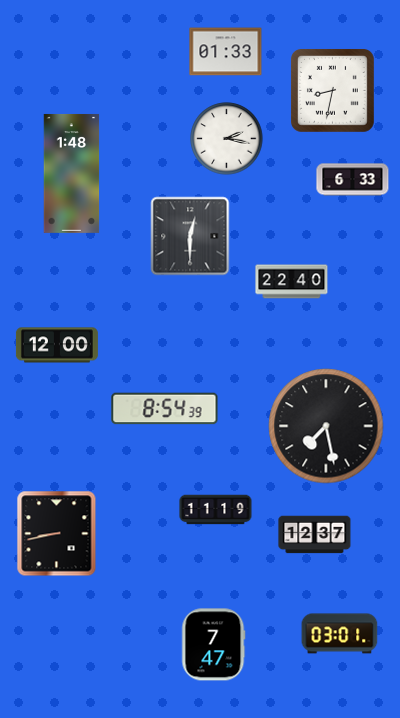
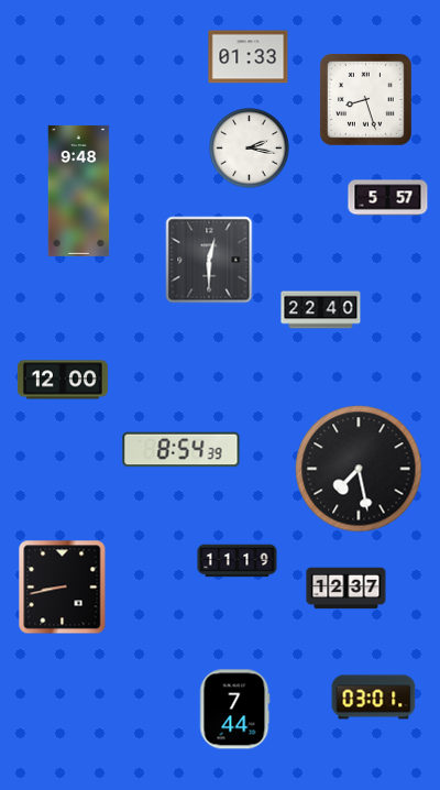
clock at (333, 91): 8:32 -> 8:27
clock at (227, 139) position: (227, 139) -> (250, 149)
clock at (72, 173): 1:48 -> 9:48
clock at (353, 180): 6:33 -> 5:57
clock at (214, 645): 7:47 -> 7:44
